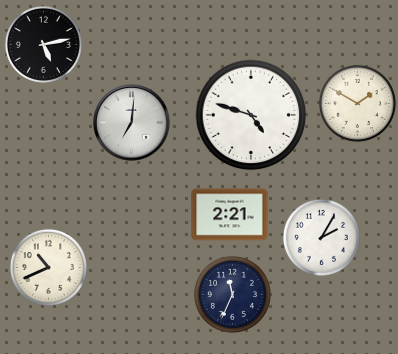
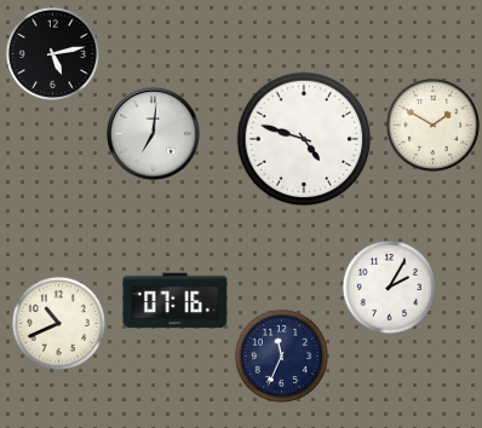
clock at (132, 123) position: (132, 123) -> (154, 134)
clock at (230, 215): 2:21 -> none
clock at (176, 301): none -> 07:16
